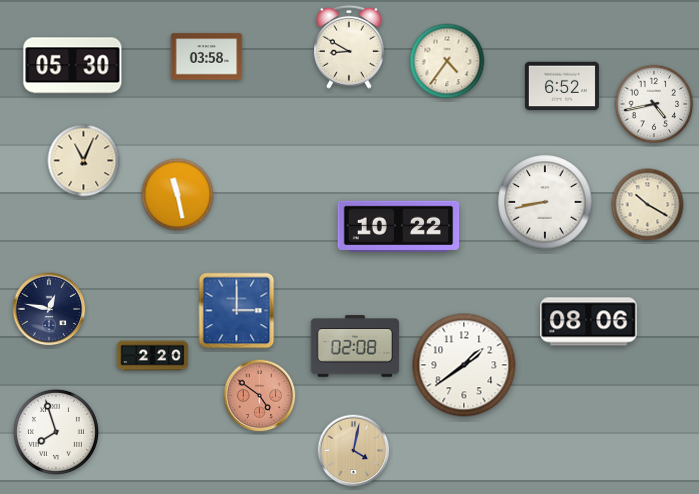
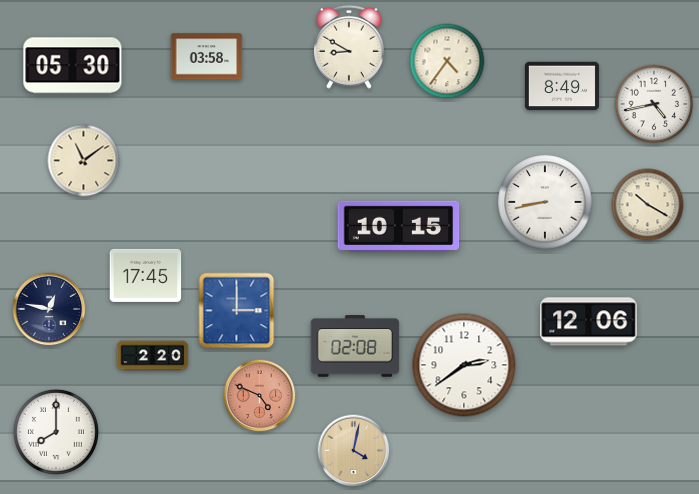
clock at (562, 86): 6:52 -> 8:49
clock at (84, 161): 11:04 -> 11:09
clock at (178, 195): 11:28 -> none
clock at (399, 226): 10:22 -> 10:15
clock at (146, 275): none -> 17:45
clock at (589, 322): 08:06 -> 12:06
clock at (464, 365): 1:39 -> 2:39
clock at (260, 396): 4:51 -> 4:49
clock at (56, 432): 7:57 -> 8:00
